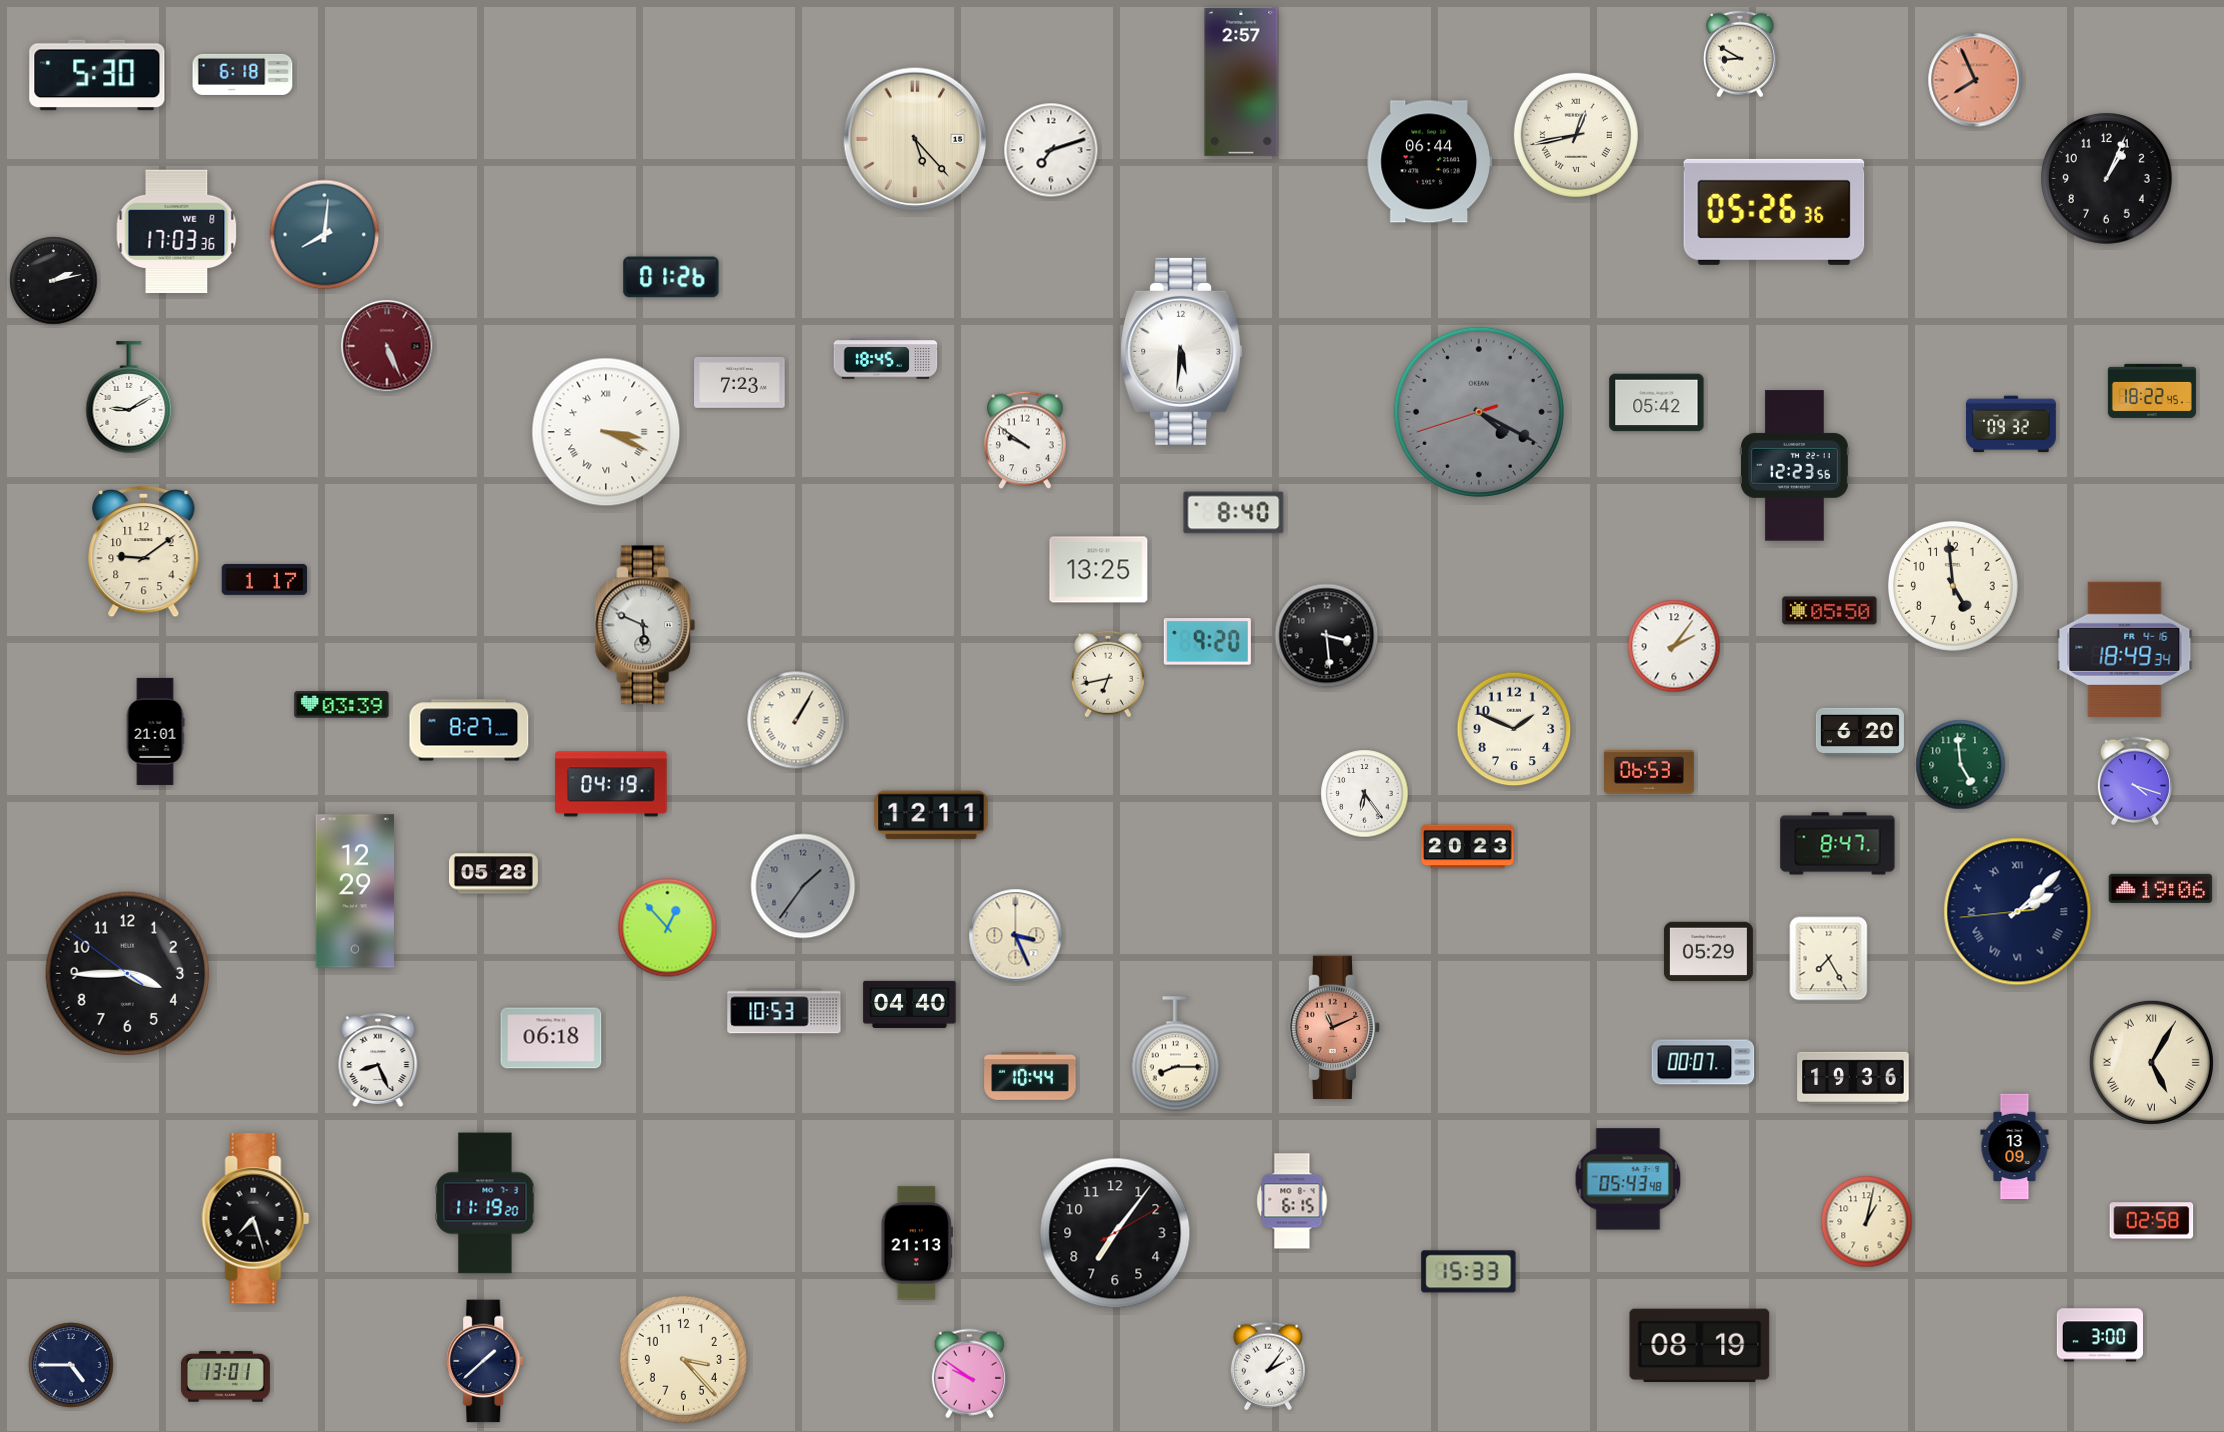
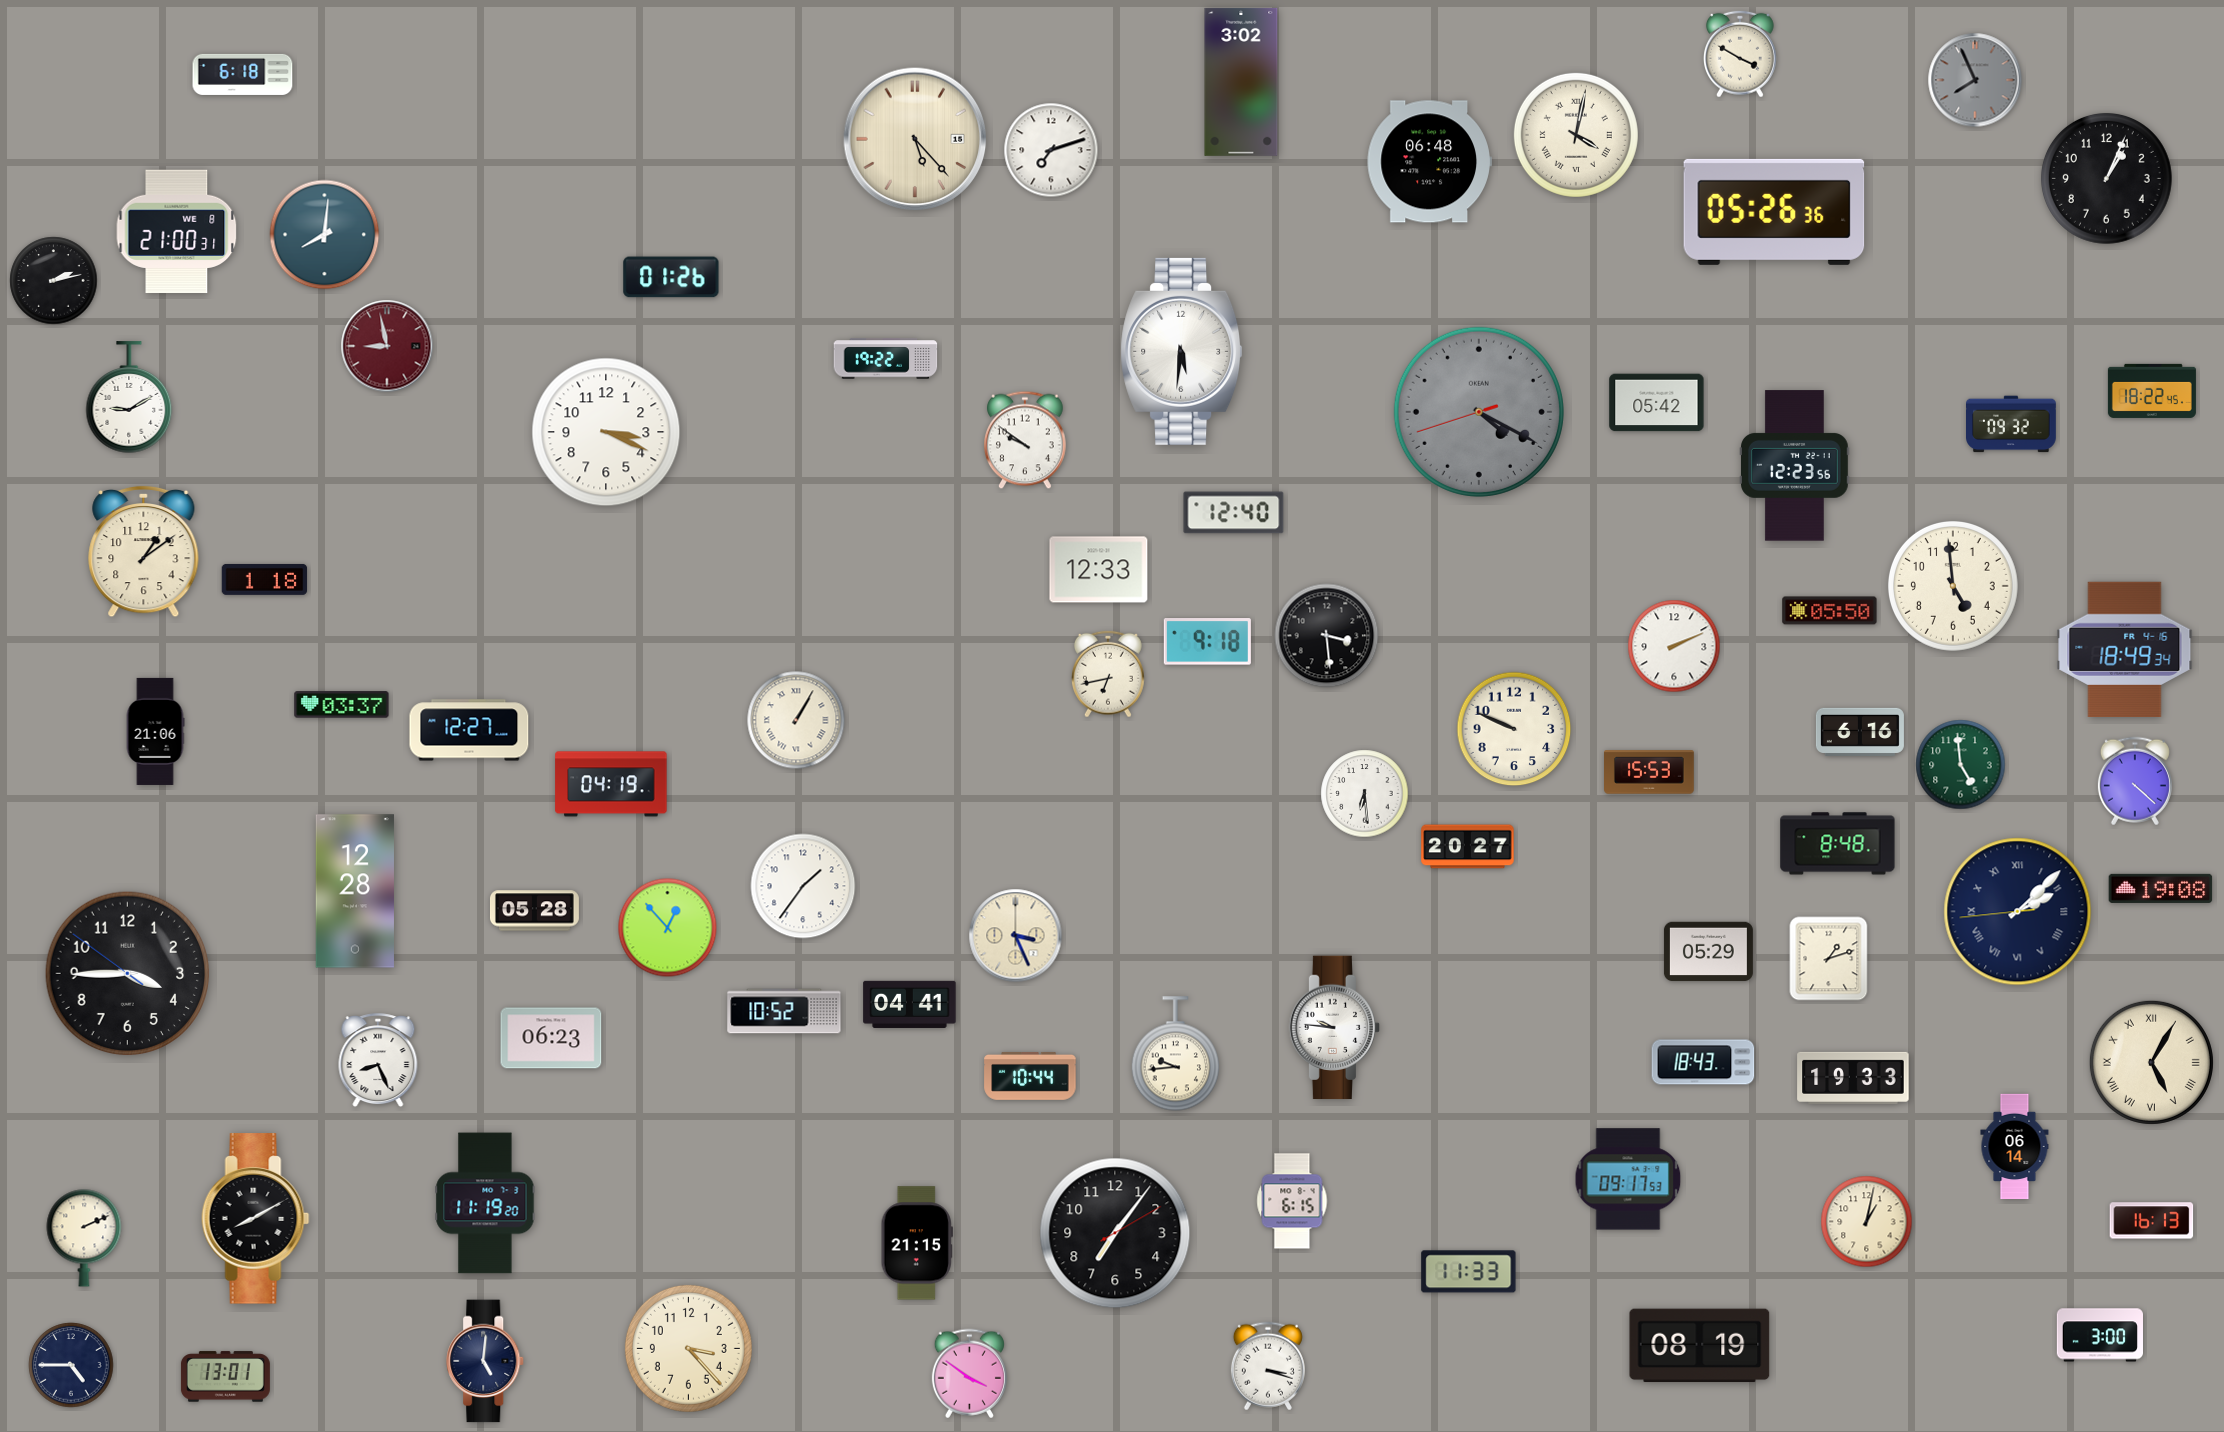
clock at (1740, 54): 8:50 -> 3:50
clock at (97, 75): 5:30 -> none
clock at (1975, 80) dial: salmon -> grey
clock at (1241, 82): 2:57 -> 3:02
clock at (1576, 135): 12:43 -> 4:02
clock at (1429, 162): 06:44 -> 06:48
clock at (177, 232): 17:03 -> 21:00
clock at (387, 346): 5:26 -> 8:58
clock at (886, 359): 18:45 -> 19:22
clock at (740, 382): 7:23 -> none
clock at (606, 432) numerals: Roman -> Arabic
clock at (1234, 513): 8:40 -> 12:40
clock at (144, 552): 9:09 -> 1:09
clock at (1099, 570): 13:25 -> 12:33
clock at (265, 579): 1:17 -> 1:18
clock at (645, 625): 5:49 -> none
clock at (1207, 642): 9:20 -> 9:18
clock at (1674, 646): 2:06 -> 2:11
clock at (342, 705): 03:39 -> 03:37
clock at (1514, 729): 1:49 -> 9:49
clock at (469, 730): 8:27 -> 12:27
clock at (155, 731): 21:01 -> 21:06
clock at (1860, 732): 6:20 -> 6:16
clock at (1650, 772): 06:53 -> 15:53
clock at (2135, 781): 4:18 -> 4:22
clock at (1365, 794): 6:24 -> 6:29
clock at (931, 815): 12:11 -> none
clock at (1838, 844): 8:47 -> 8:48
clock at (1468, 847): 20:23 -> 20:27
clock at (493, 874) position: (493, 874) -> (534, 911)
clock at (803, 886) dial: grey -> white
clock at (2161, 888): 19:06 -> 19:08
clock at (355, 891): 12:29 -> 12:28
clock at (1829, 959): 7:25 -> 1:12
clock at (910, 1004): 04:40 -> 04:41
clock at (784, 1011): 10:53 -> 10:52
clock at (1334, 1028): 11:11 -> 9:46
clock at (1334, 1028) dial: salmon -> white
clock at (551, 1038): 06:18 -> 06:23
clock at (1176, 1054): 8:15 -> 9:44
clock at (1703, 1062): 00:07 -> 18:43
clock at (1853, 1078): 19:36 -> 19:33
clock at (2015, 1147): 13:09 -> 06:14
clock at (1628, 1179): 05:43 -> 09:17
clock at (256, 1219): 7:27 -> 8:10
clock at (2152, 1221): 02:58 -> 16:13
clock at (84, 1238): none -> 2:11
clock at (917, 1243): 21:13 -> 21:15
clock at (1469, 1272): 15:33 -> 11:33
clock at (683, 1359) position: (683, 1359) -> (688, 1348)
clock at (486, 1361): 1:38 -> 5:01
clock at (1268, 1366): 2:06 -> 3:18
clock at (969, 1374): 9:51 -> 3:51
